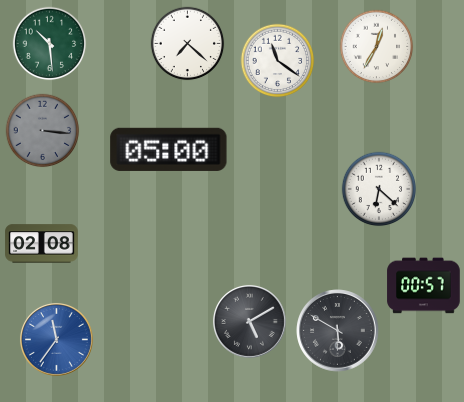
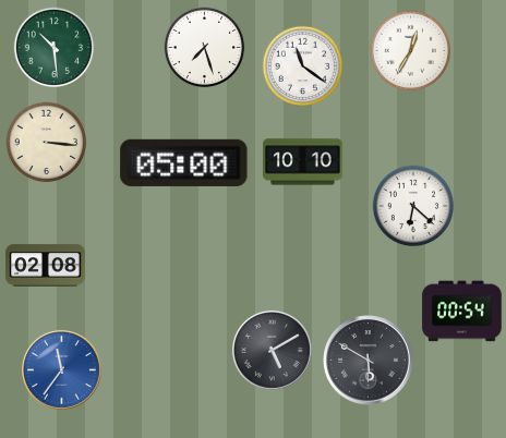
clock at (188, 44): 7:22 -> 7:27
clock at (43, 131) dial: grey -> cream
clock at (303, 162): none -> 10:10
clock at (424, 286): 00:57 -> 00:54
